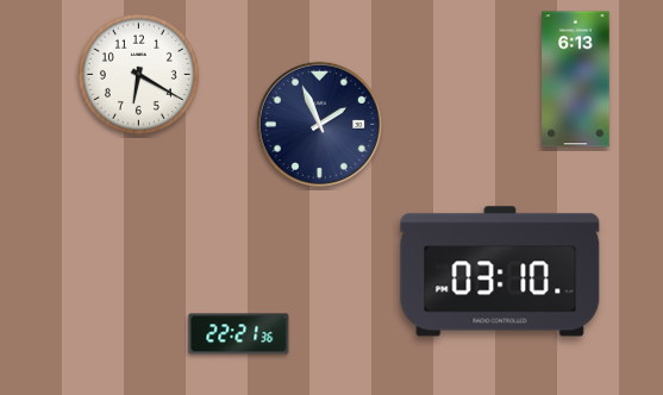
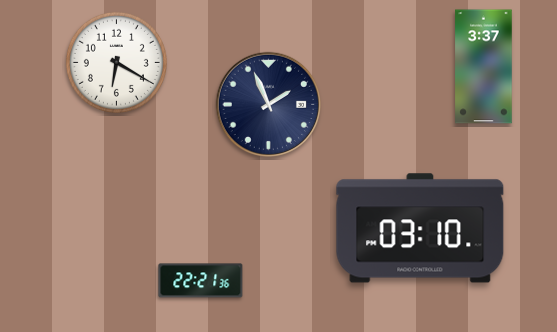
clock at (576, 80): 6:13 -> 3:37
